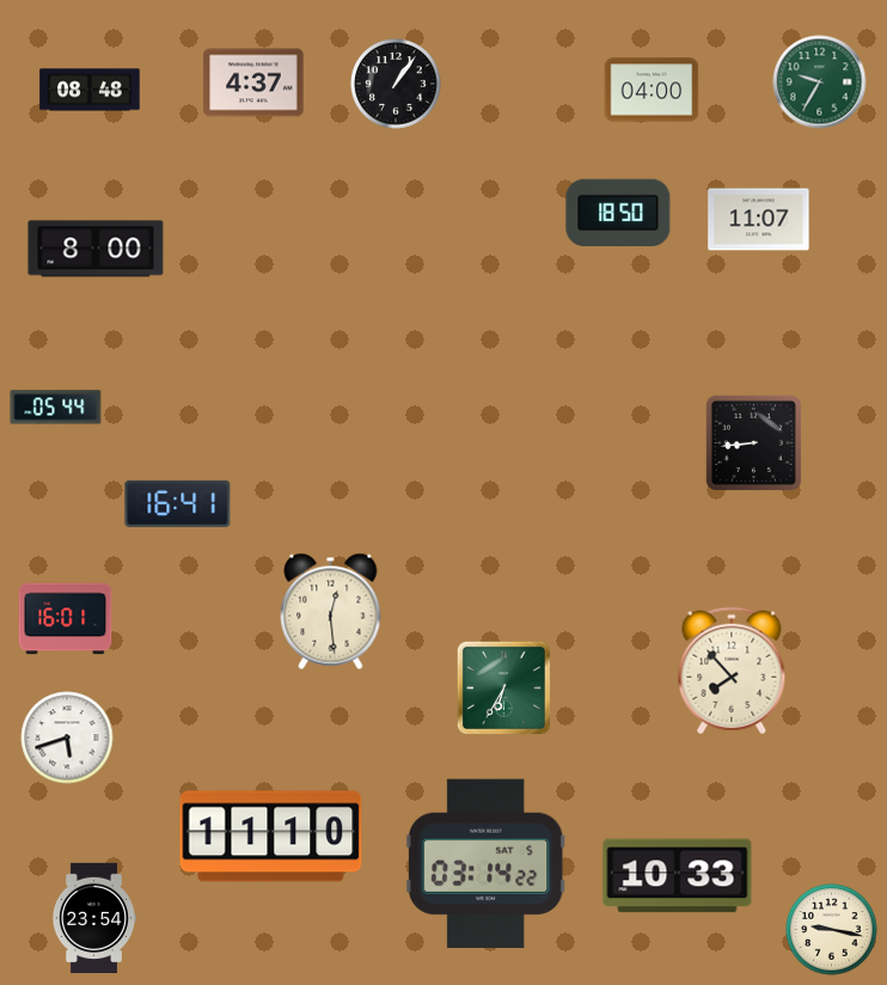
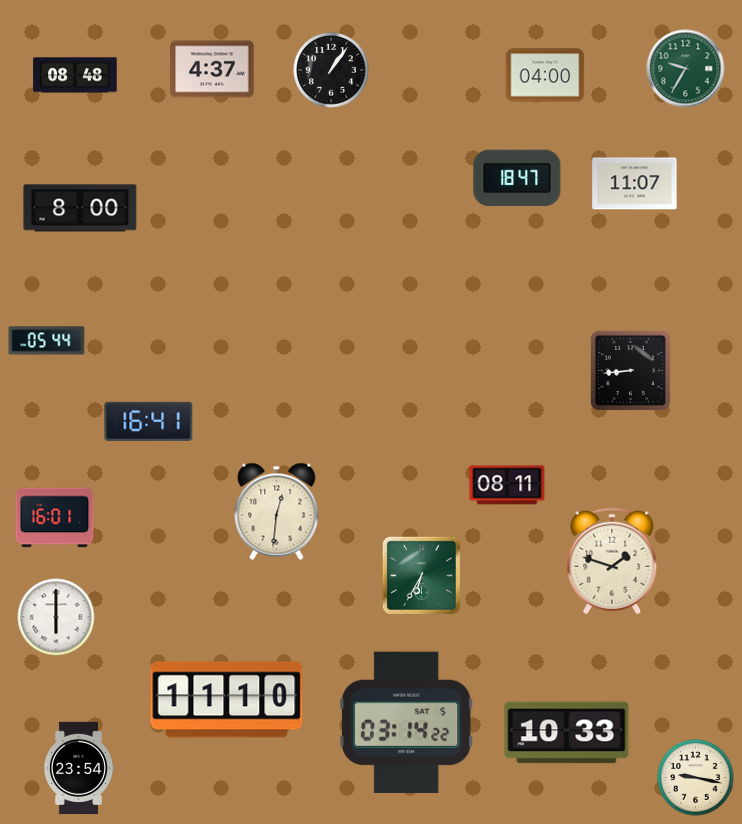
clock at (618, 213): 18:50 -> 18:47
clock at (507, 485): none -> 08:11
clock at (331, 611): 12:29 -> 12:31
clock at (732, 671): 7:53 -> 1:48
clock at (67, 738): 5:42 -> 6:00
